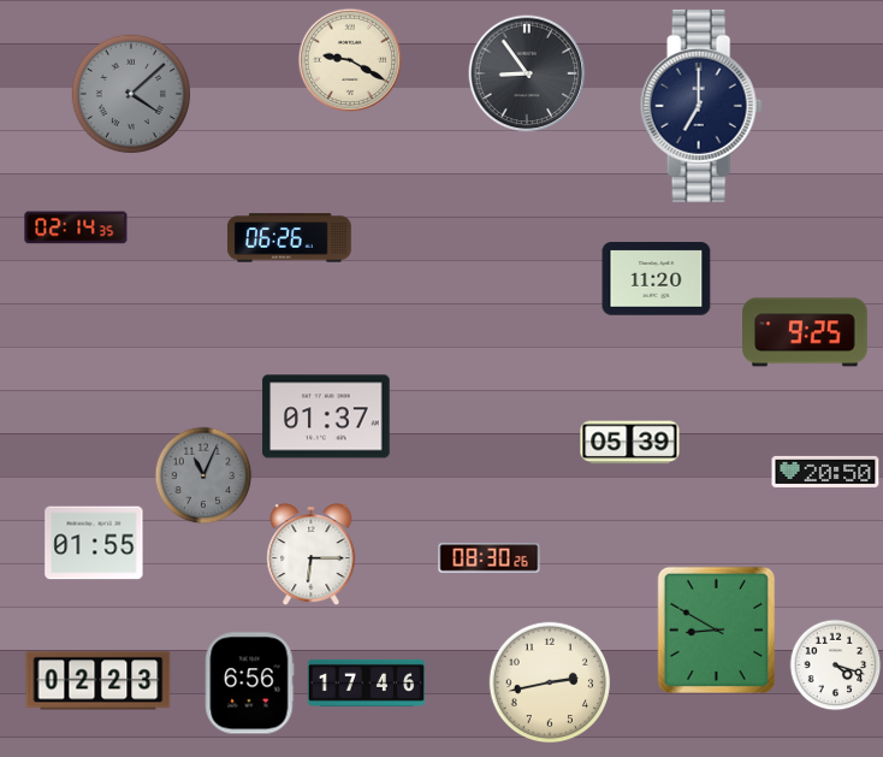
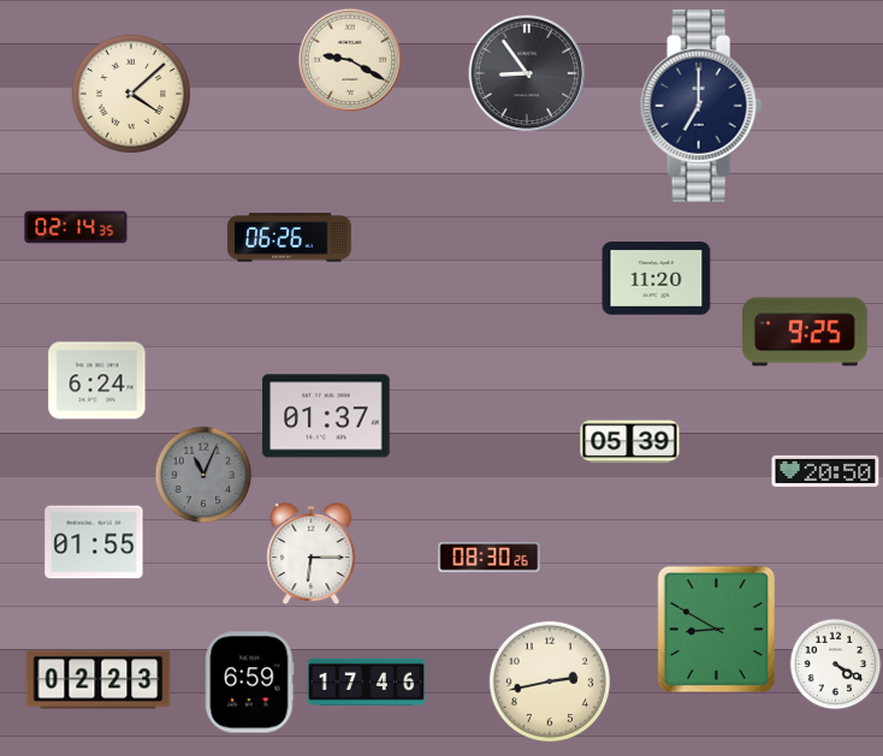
clock at (131, 94) dial: grey -> cream
clock at (97, 381): none -> 6:24
clock at (836, 666): 4:18 -> 4:20
clock at (249, 684): 6:56 -> 6:59
